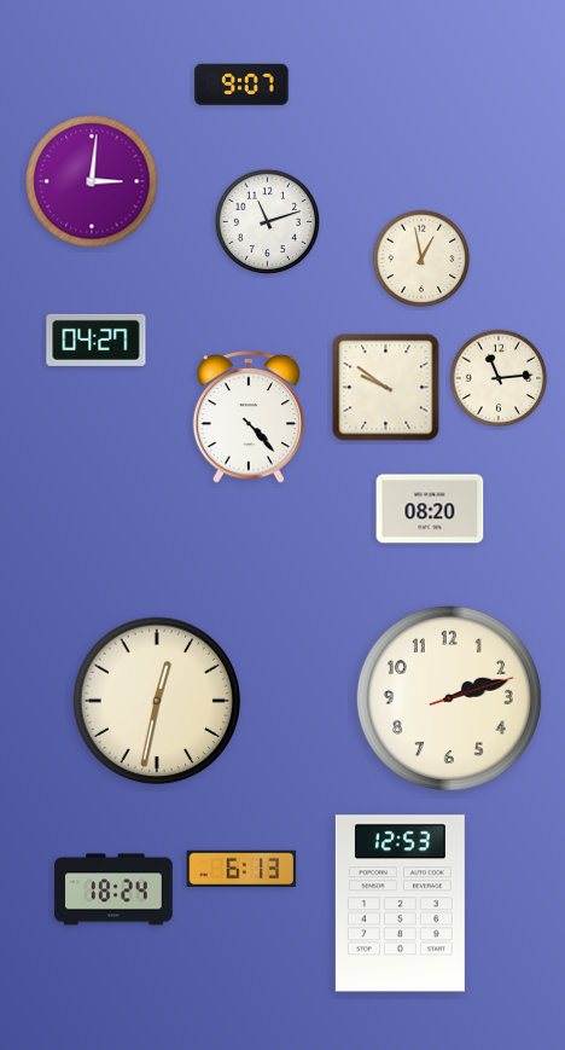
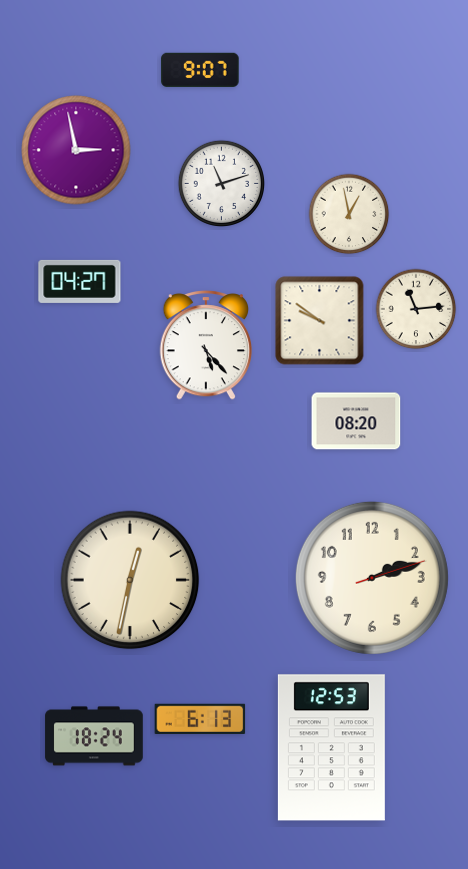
clock at (92, 181): 3:01 -> 2:58
clock at (499, 378) position: (499, 378) -> (416, 309)
clock at (247, 418): 4:23 -> 5:23
